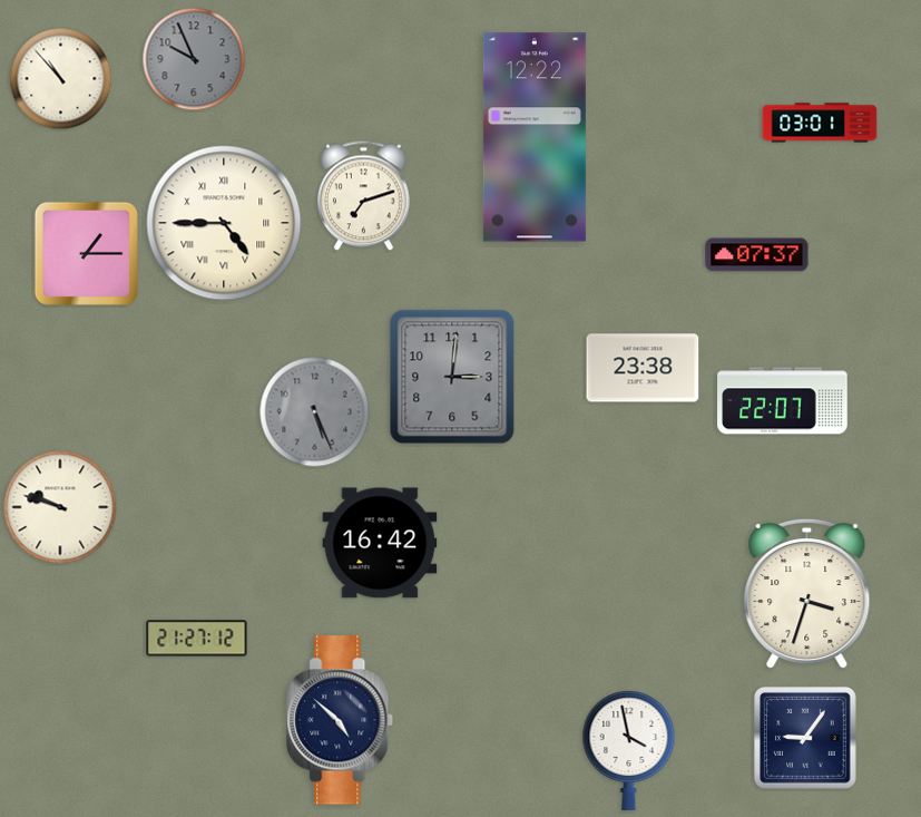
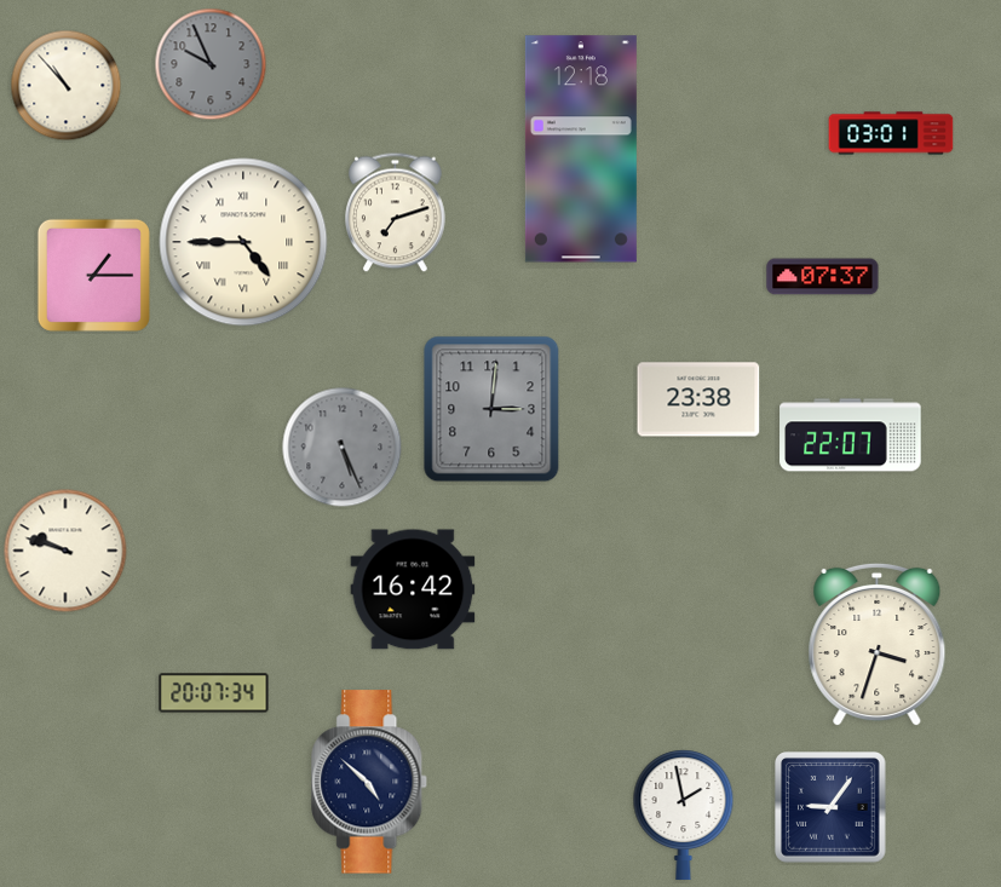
clock at (535, 137): 12:22 -> 12:18
clock at (197, 639): 21:27 -> 20:07
clock at (805, 738) position: (805, 738) -> (830, 807)
clock at (629, 751): 3:58 -> 1:58
